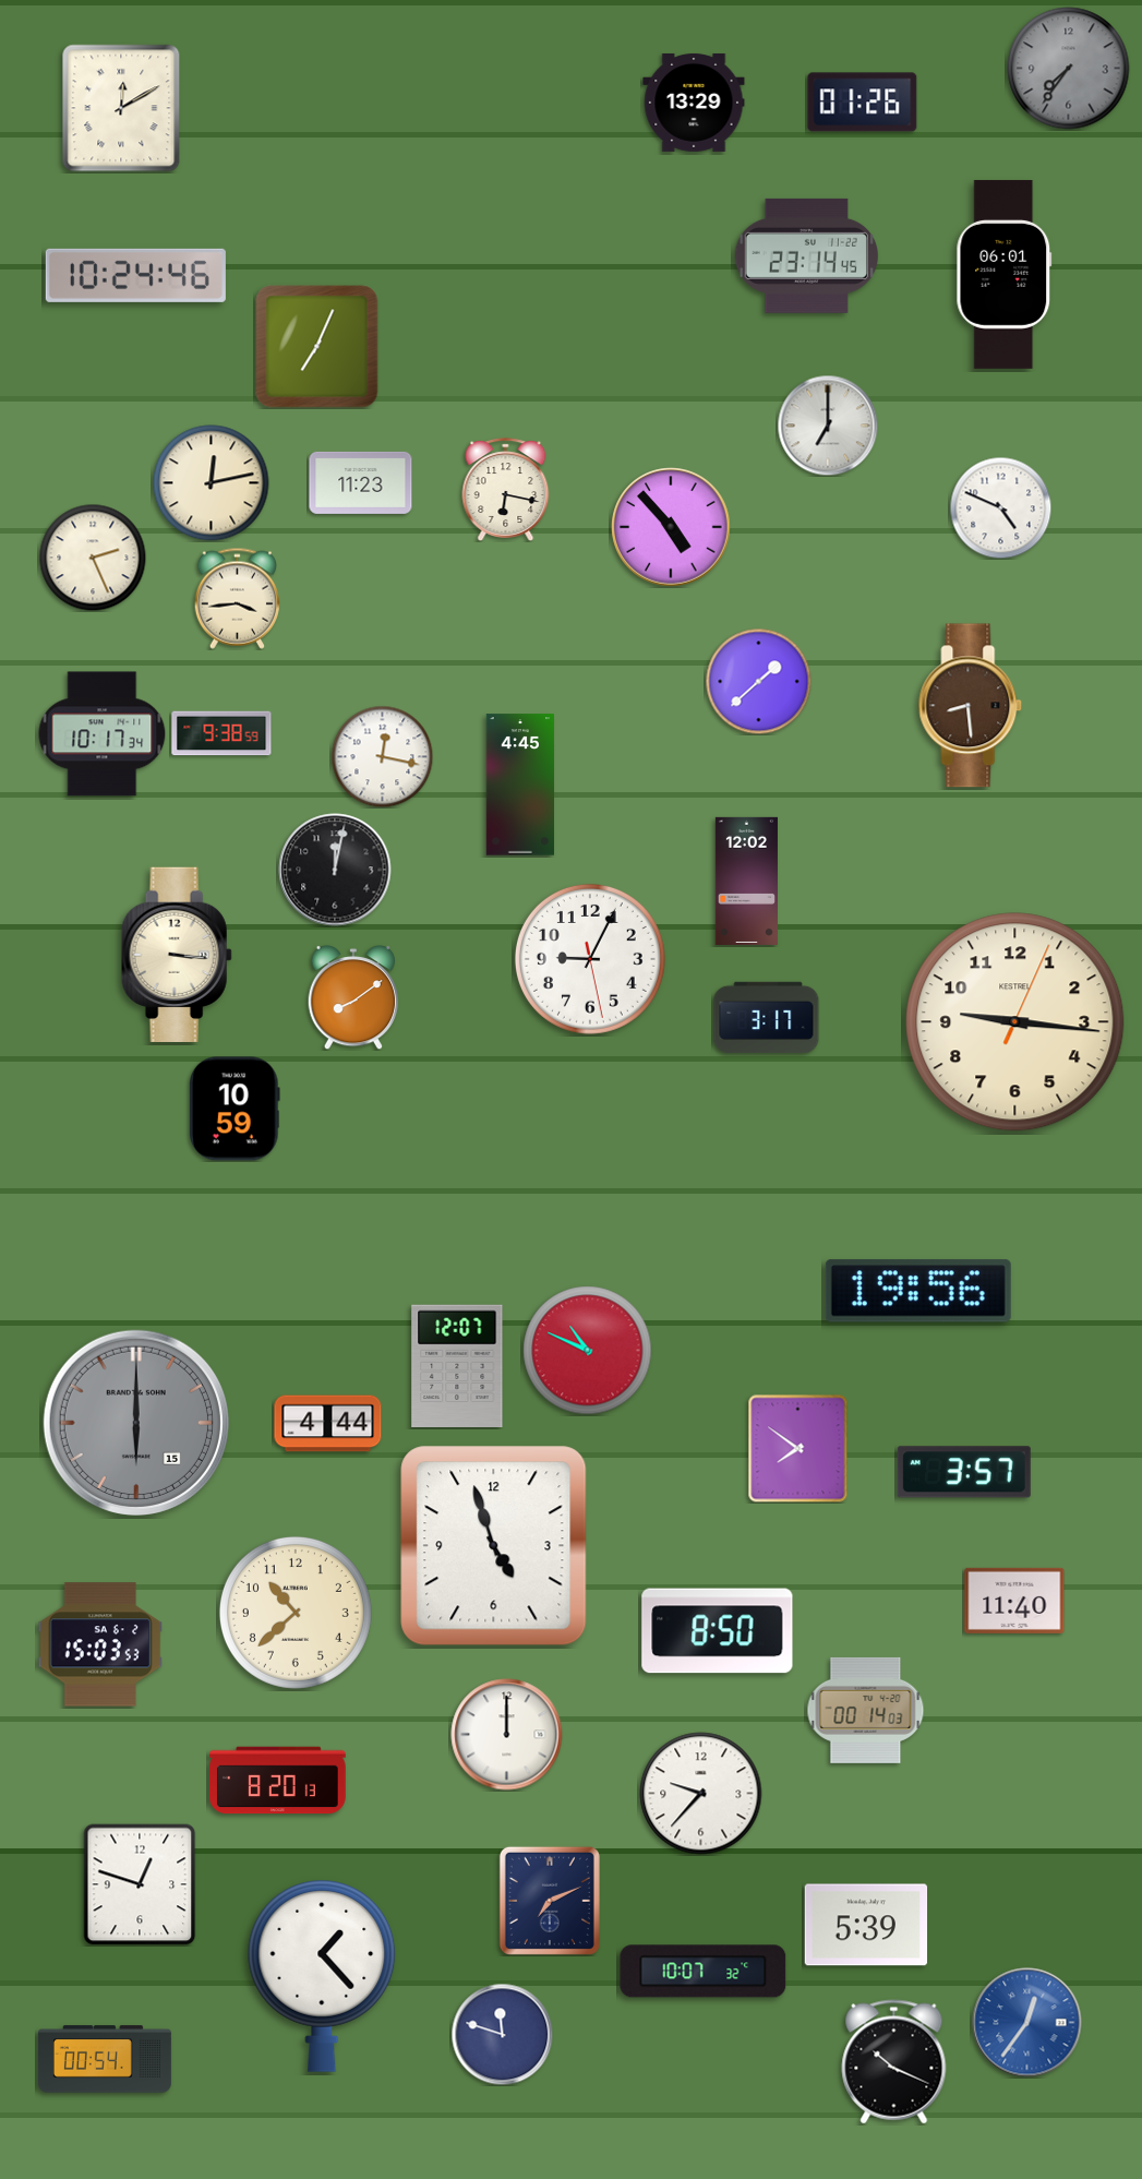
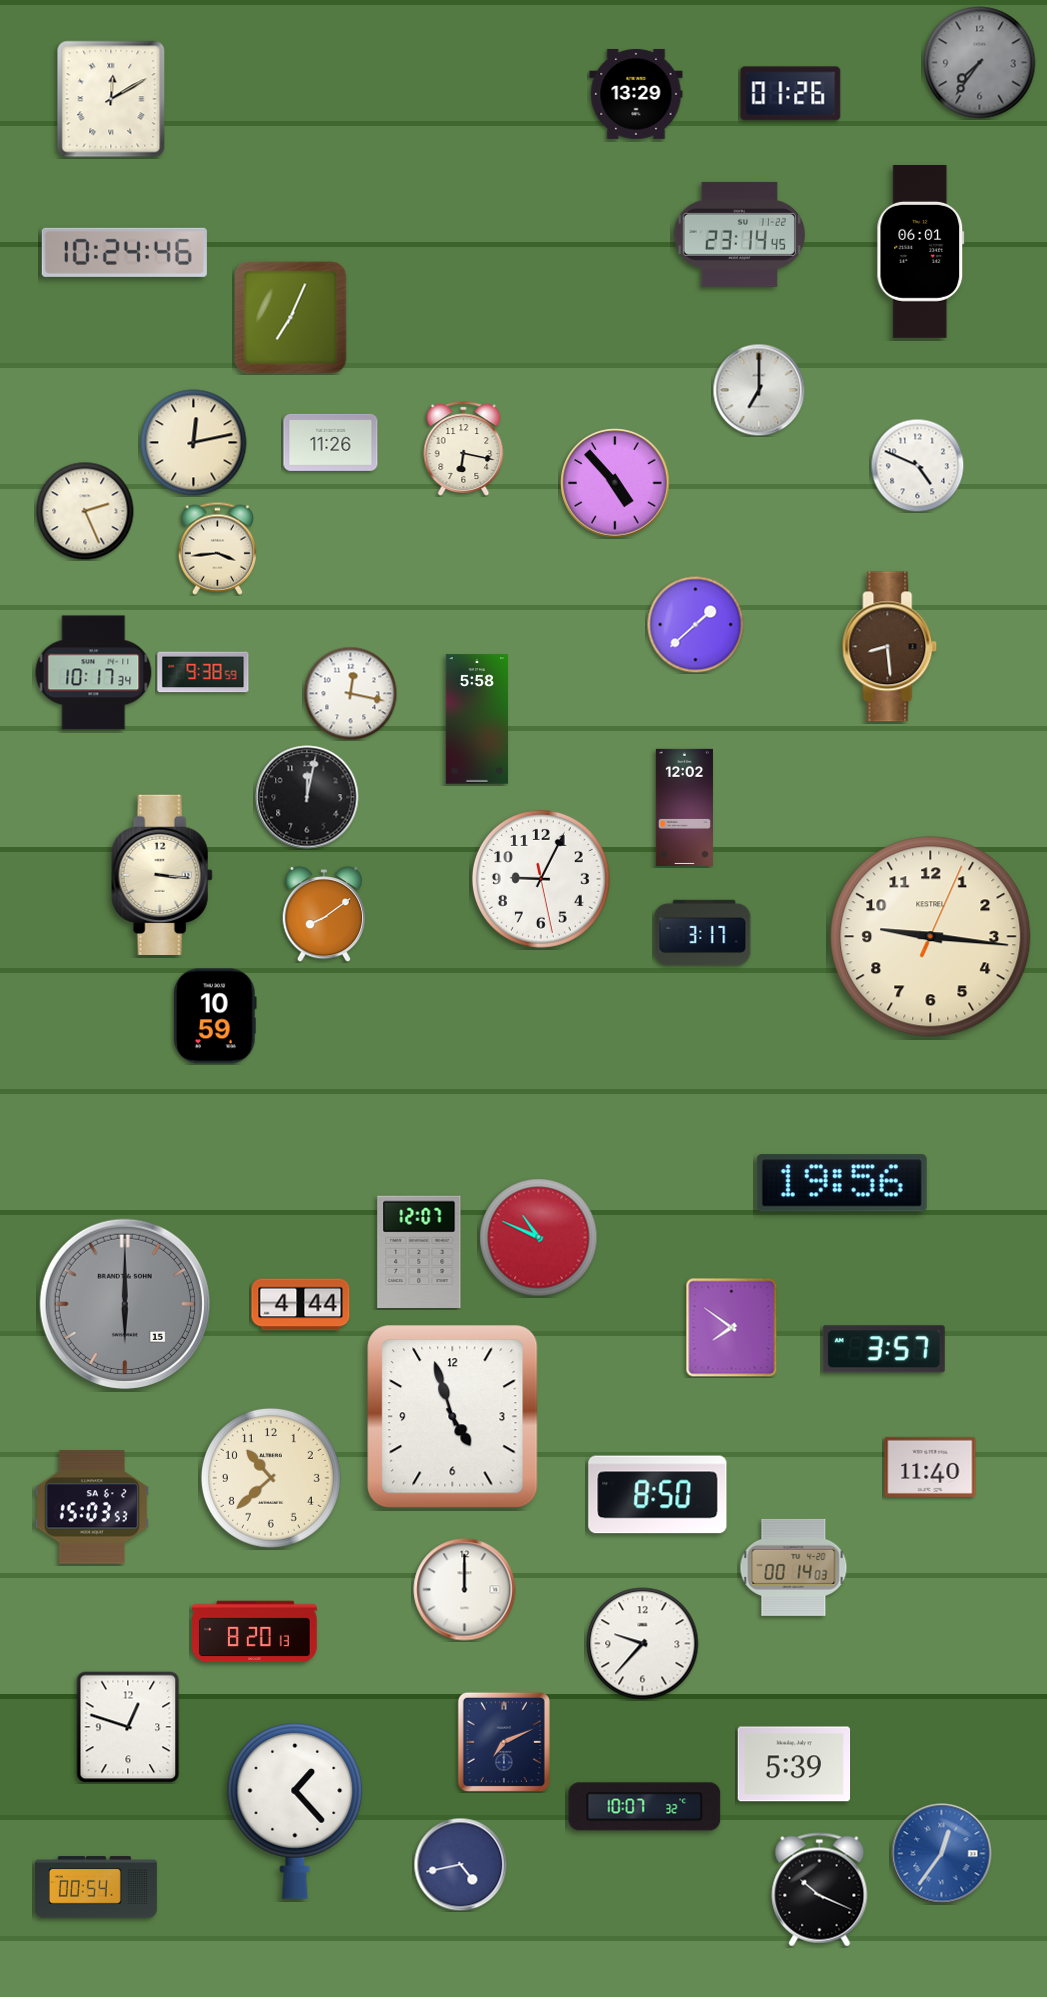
clock at (361, 482): 11:23 -> 11:26
clock at (519, 785): 4:45 -> 5:58
clock at (502, 2034): 11:48 -> 4:43
